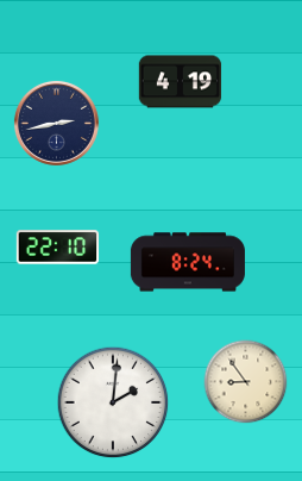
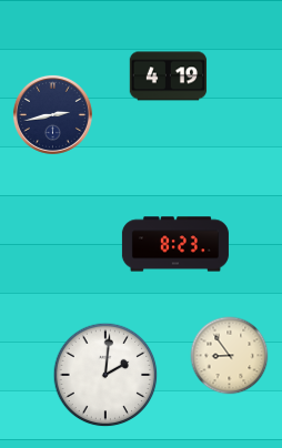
clock at (58, 248): 22:10 -> none
clock at (188, 262): 8:24 -> 8:23
